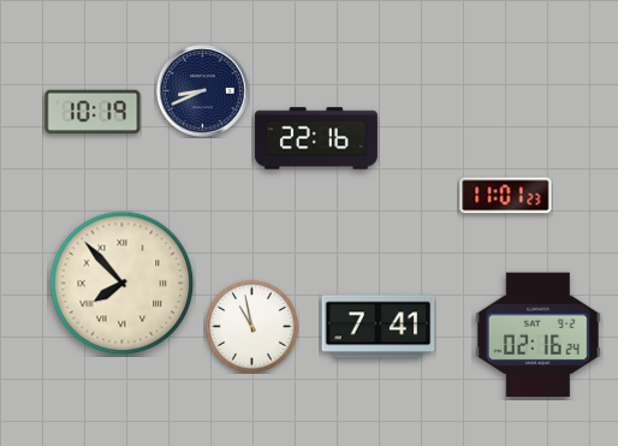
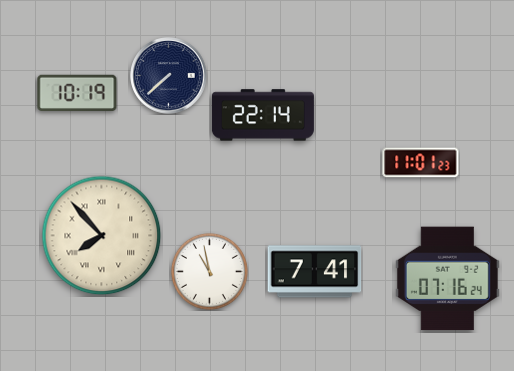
clock at (203, 91): 8:41 -> 7:38
clock at (316, 138): 22:16 -> 22:14
clock at (537, 335): 02:16 -> 07:16
